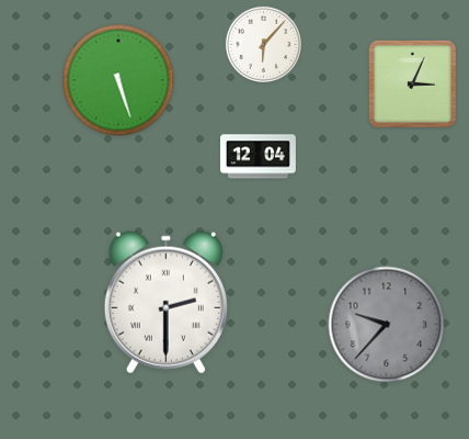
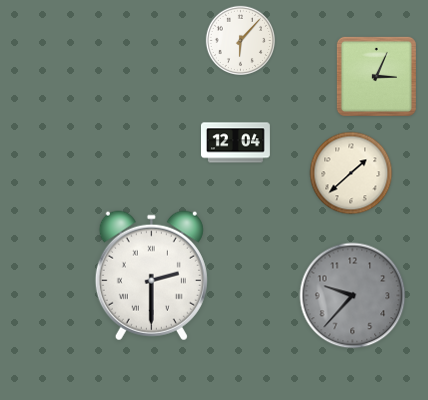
clock at (118, 80): 5:27 -> none
clock at (351, 173): none -> 1:38
